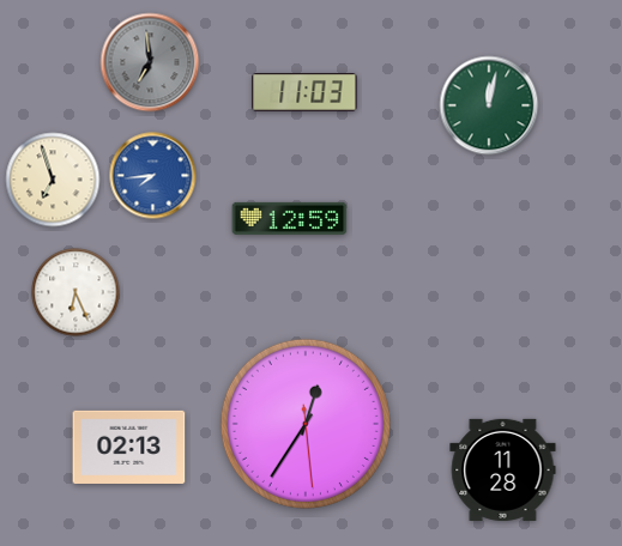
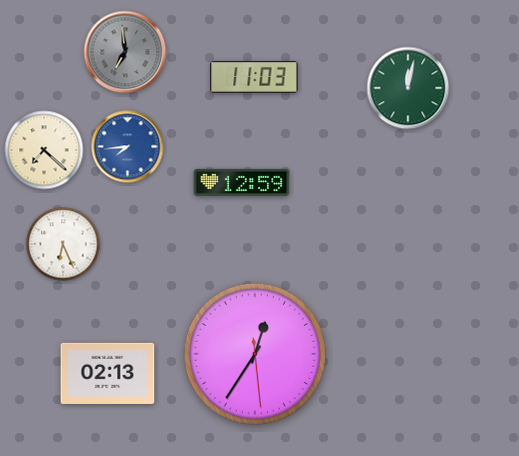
clock at (53, 180): 6:57 -> 7:22
clock at (503, 469): 11:28 -> none
